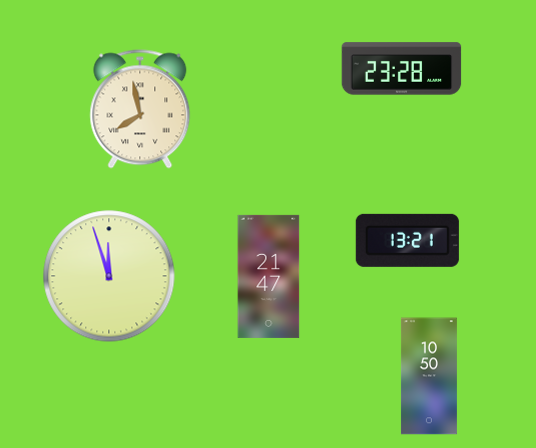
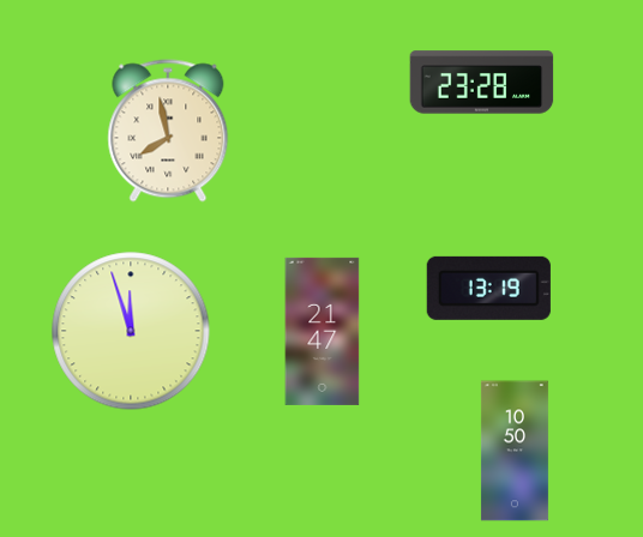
clock at (407, 240): 13:21 -> 13:19
